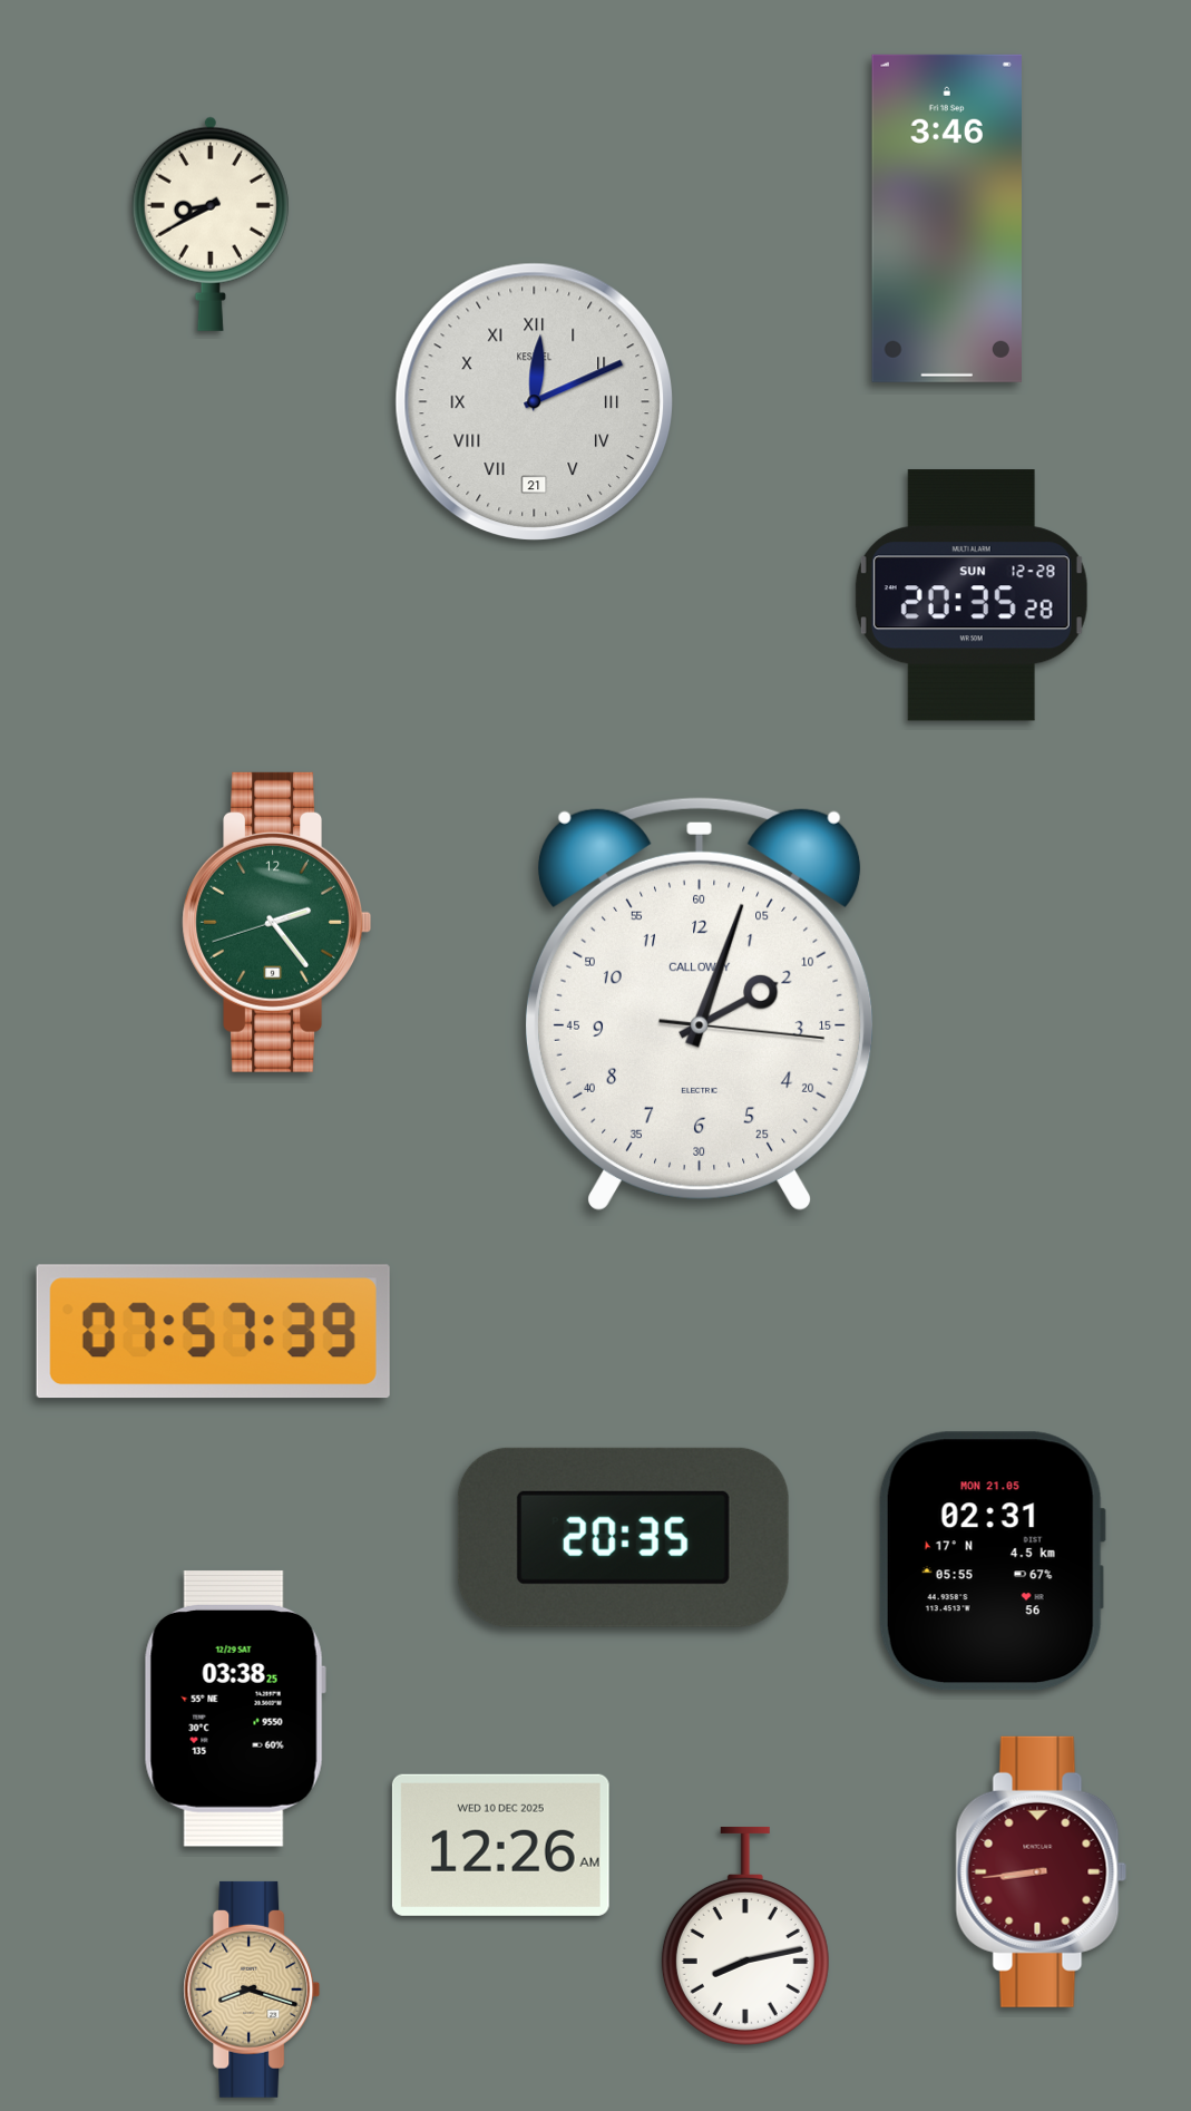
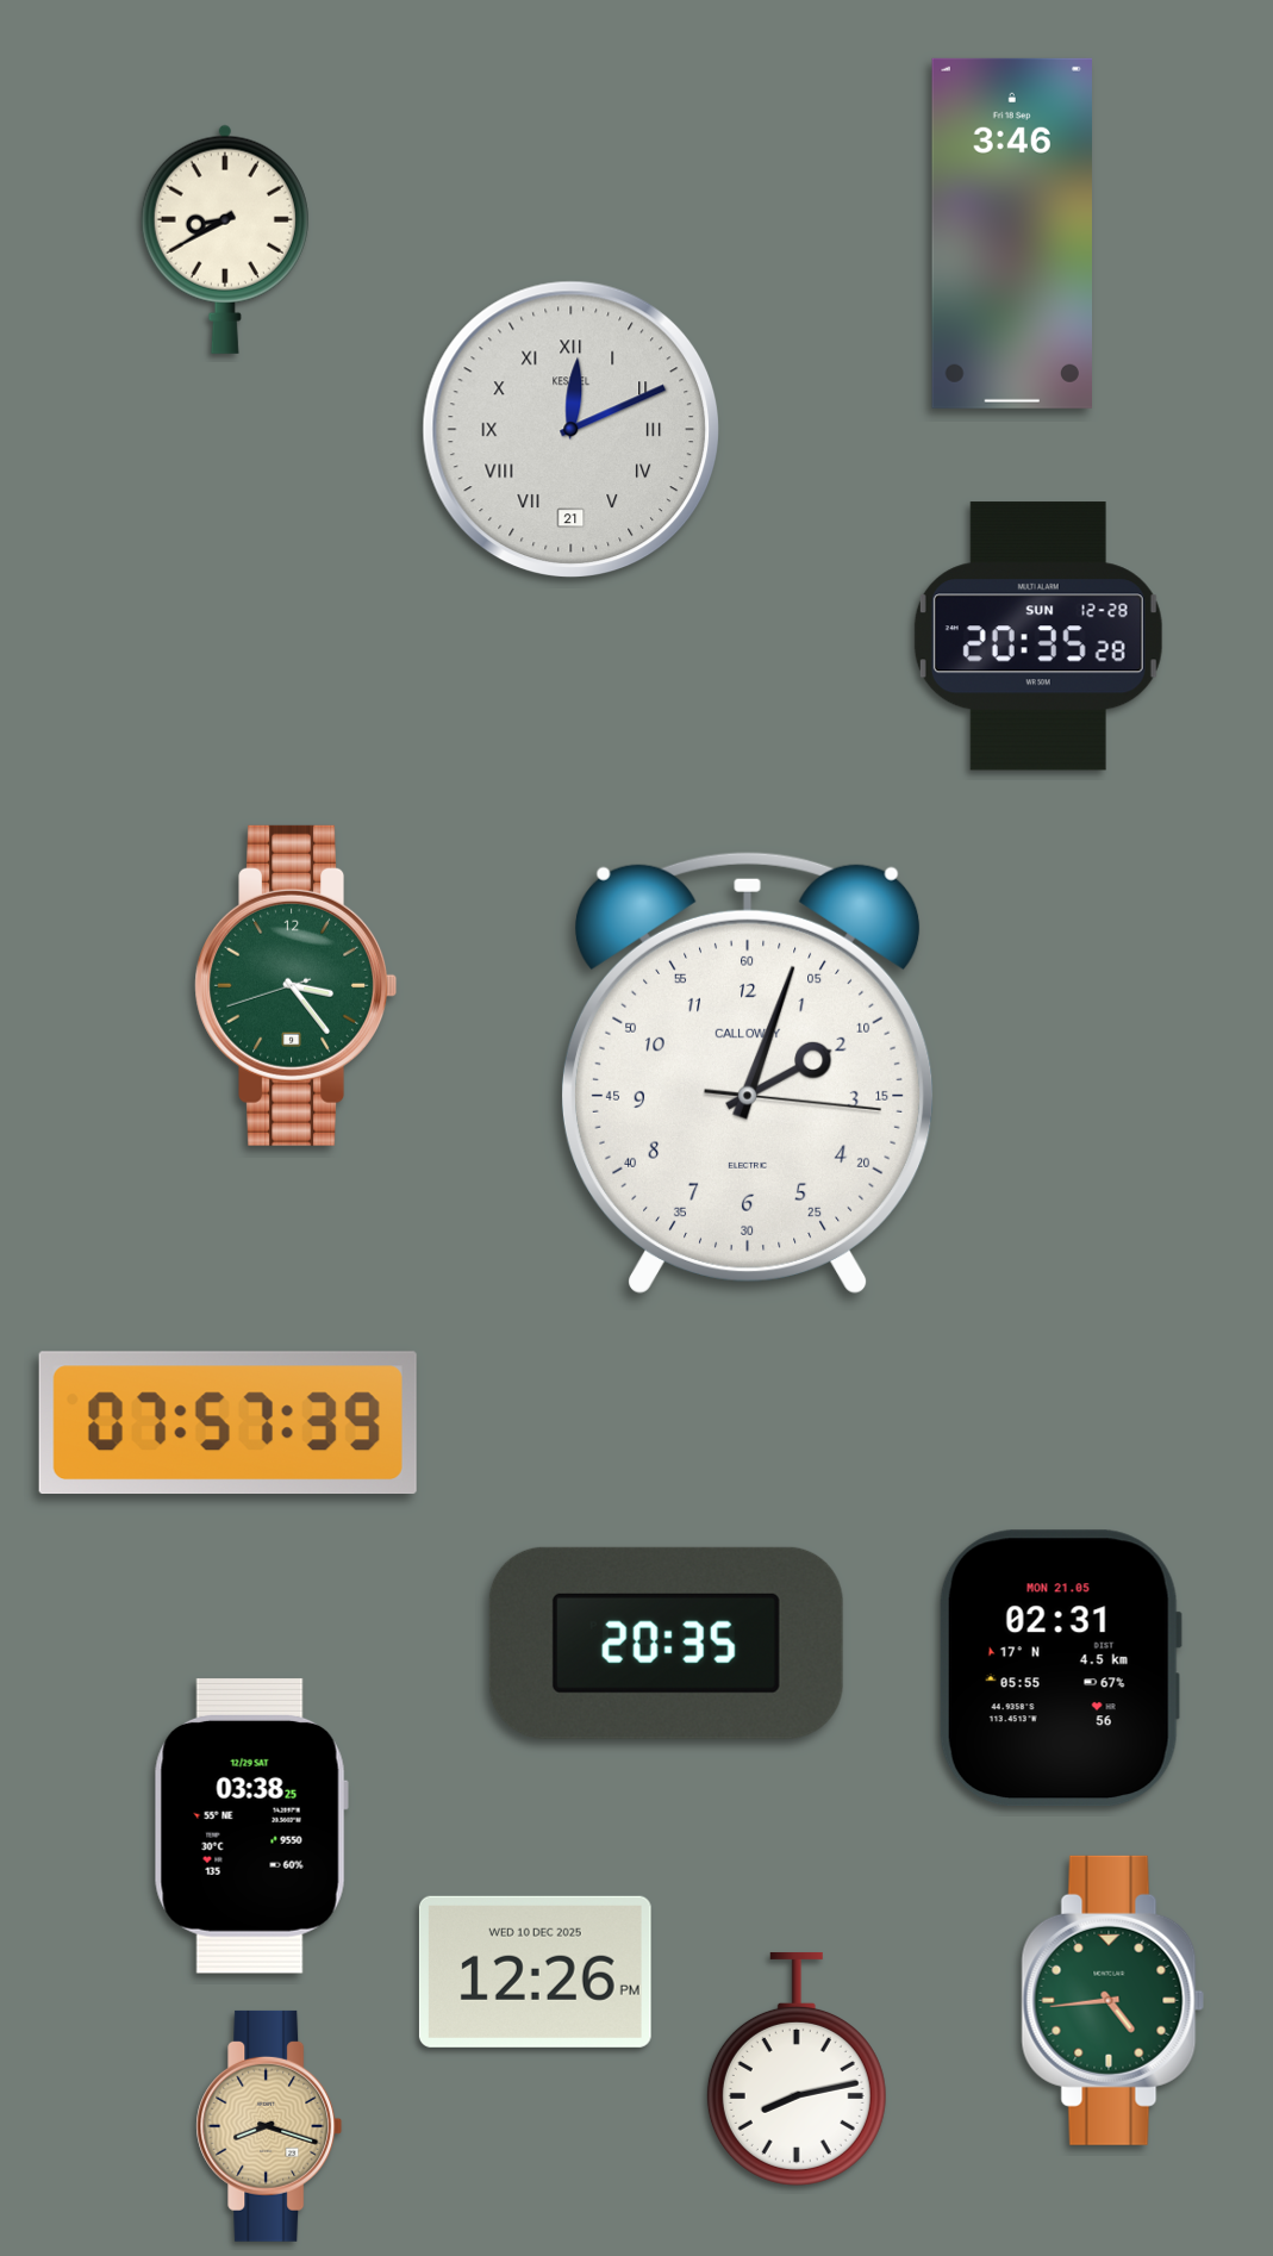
clock at (277, 922): 2:23 -> 3:23
clock at (500, 1845): 12:26 AM -> 12:26 PM
clock at (1042, 1871): 8:44 -> 4:44
clock at (1042, 1871) dial: burgundy -> green
